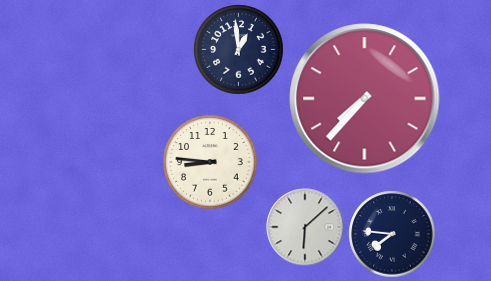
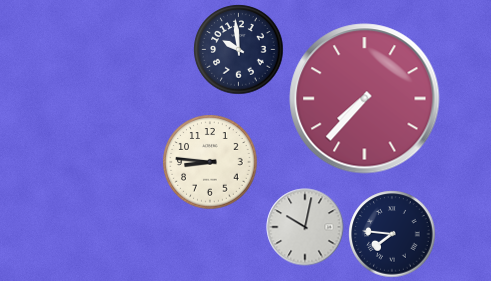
clock at (239, 50): 12:59 -> 9:59
clock at (305, 227): 6:08 -> 10:02
